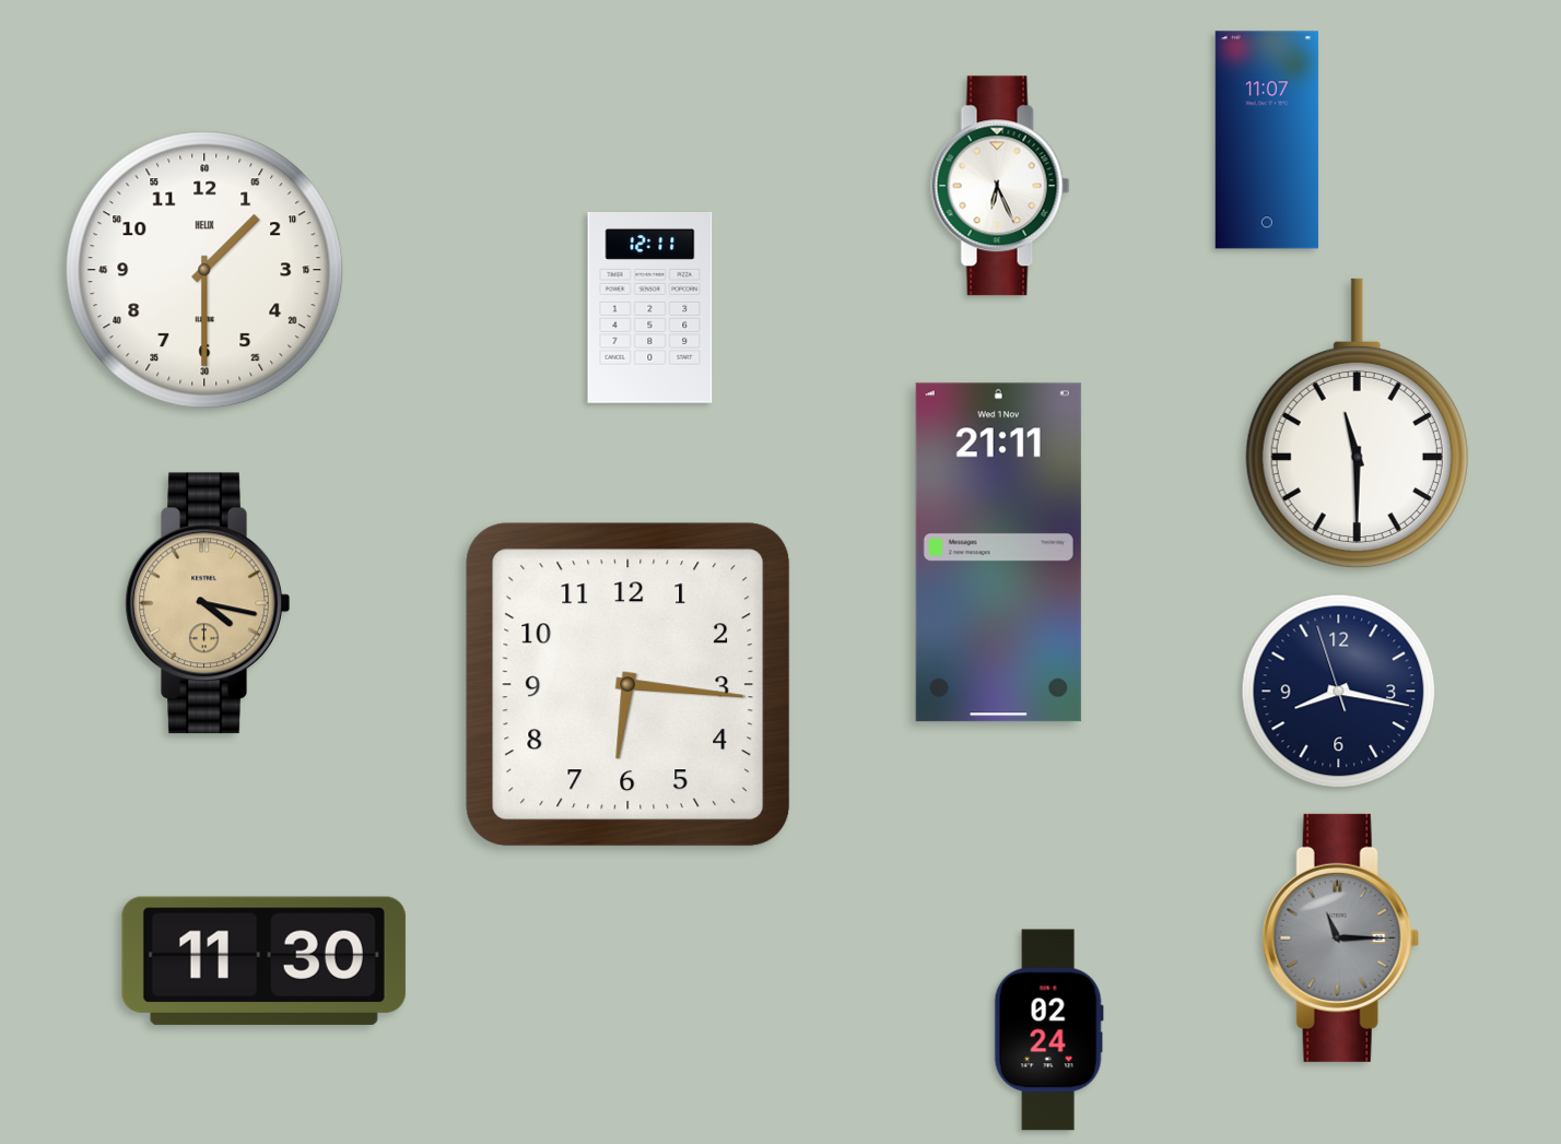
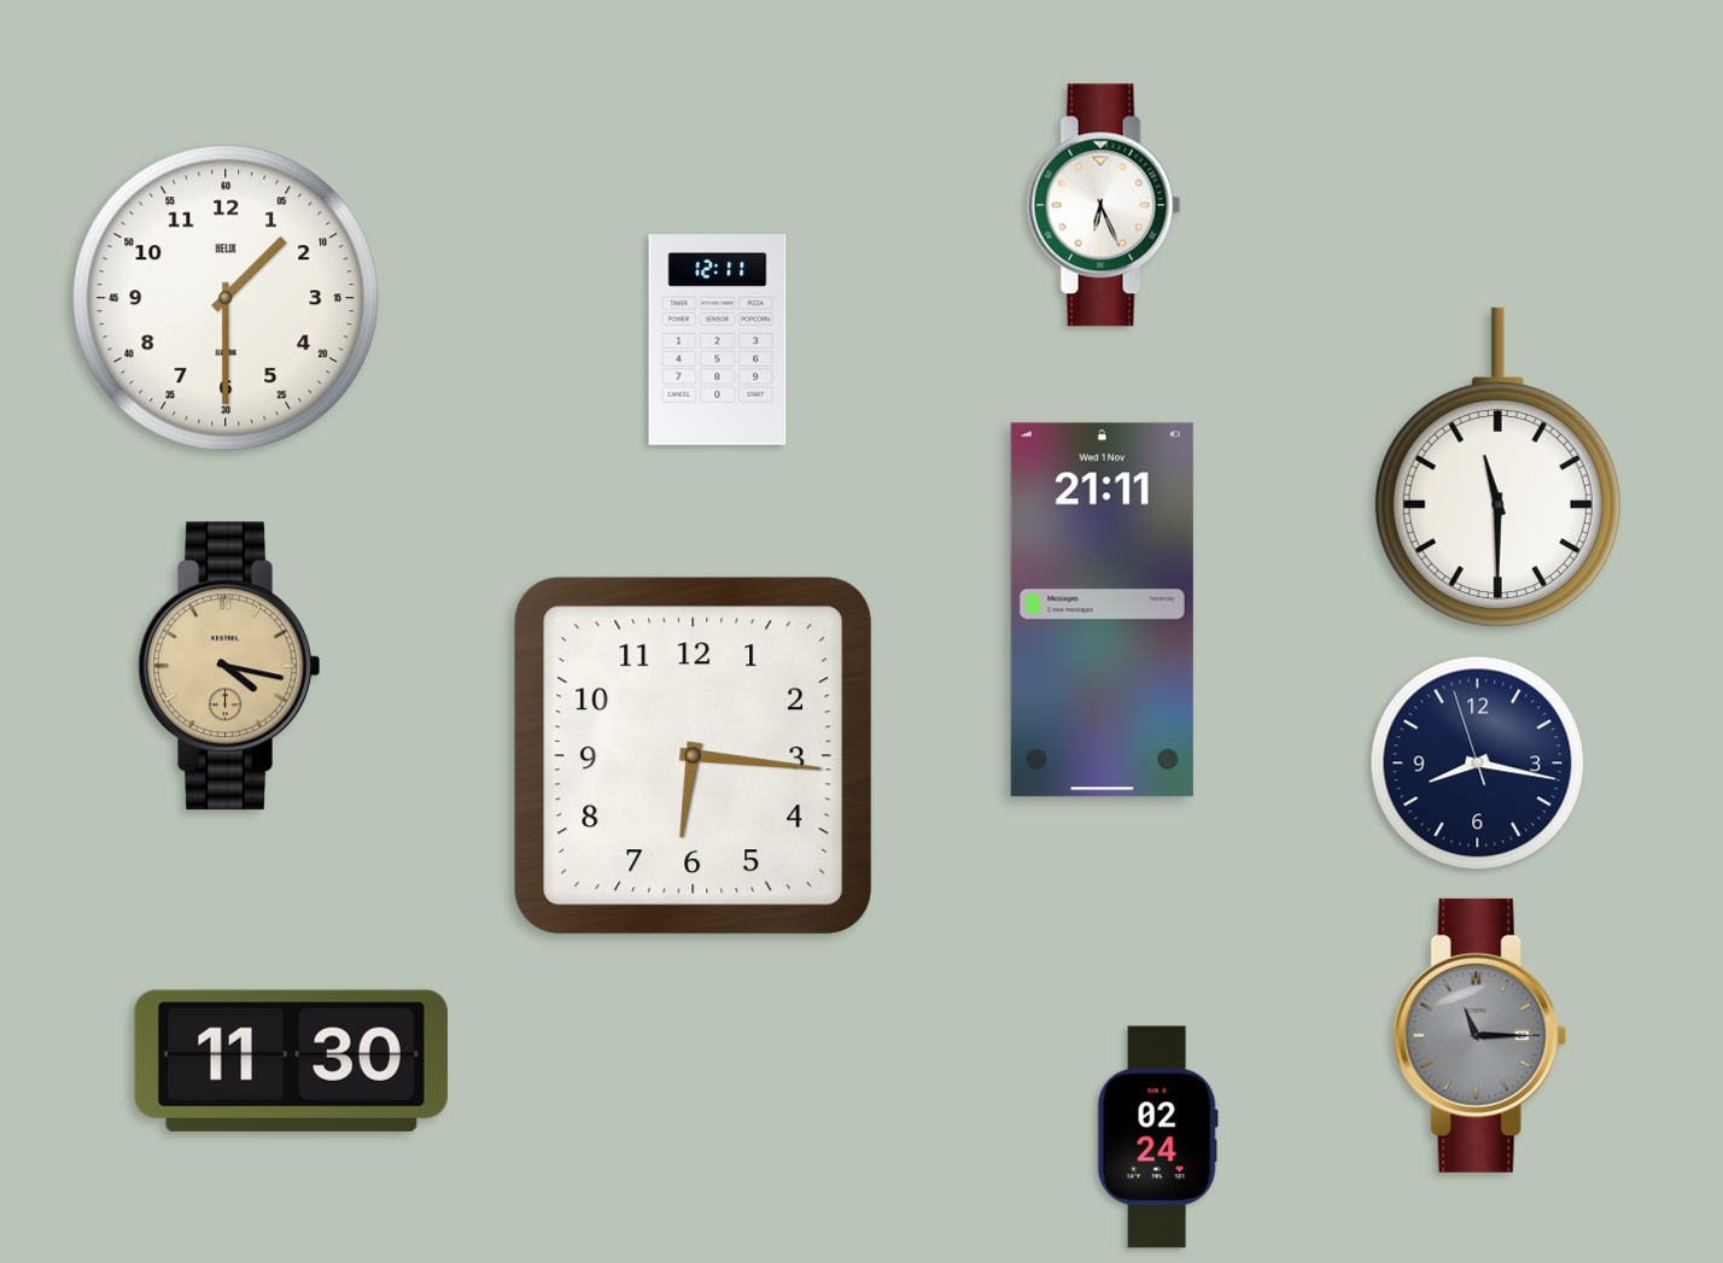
clock at (1267, 140): 11:07 -> none
